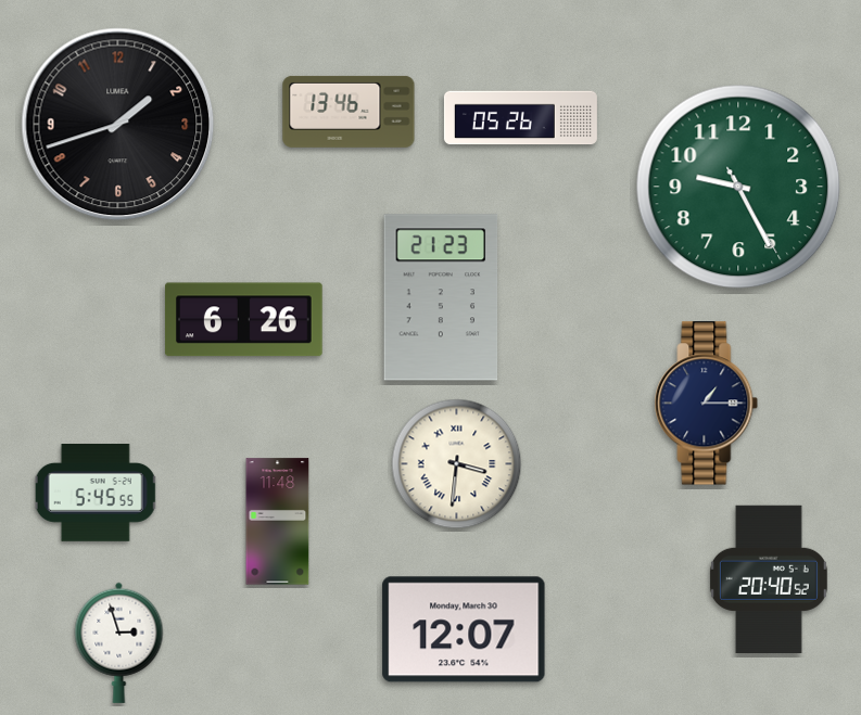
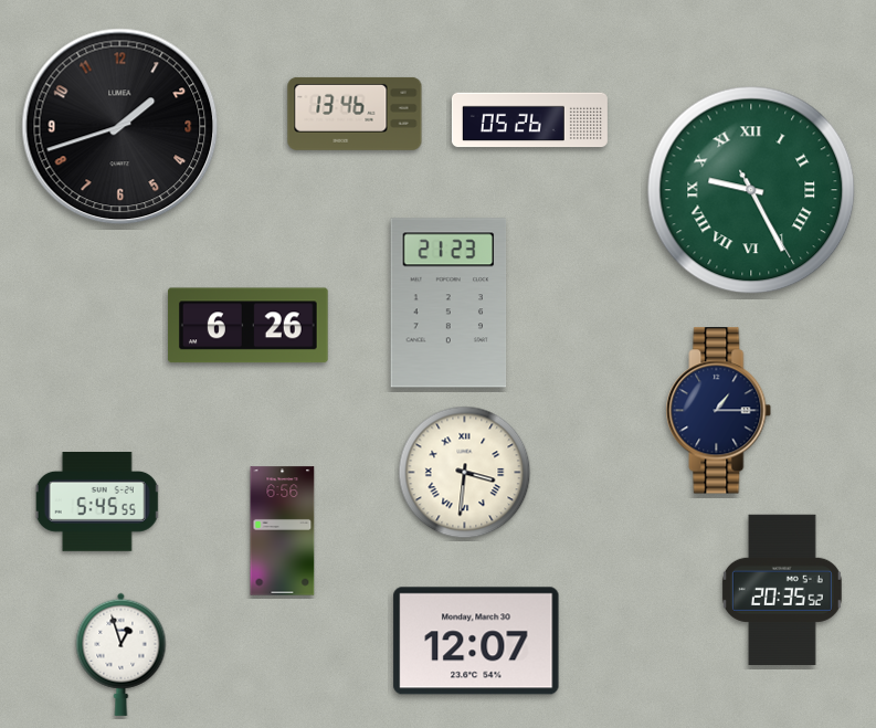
clock at (738, 187) numerals: Arabic -> Roman
clock at (278, 522): 11:48 -> 6:56
clock at (769, 578): 20:40 -> 20:35
clock at (464, 629) position: (464, 629) -> (476, 641)
clock at (119, 642): 2:57 -> 12:57
